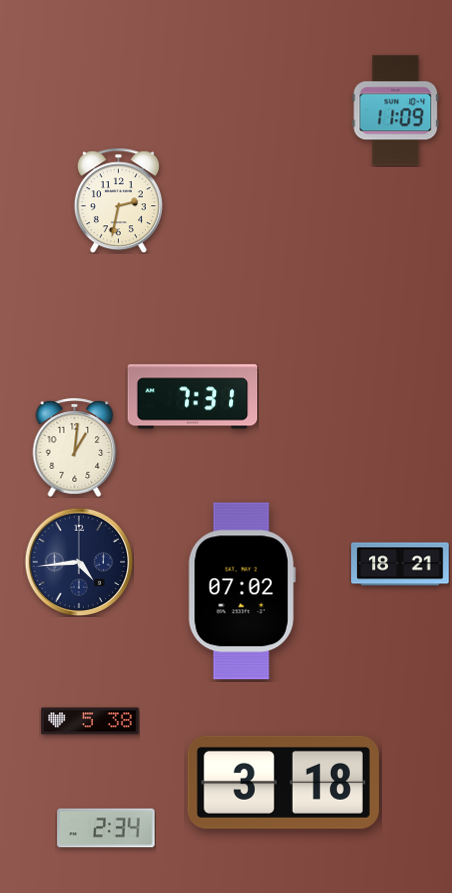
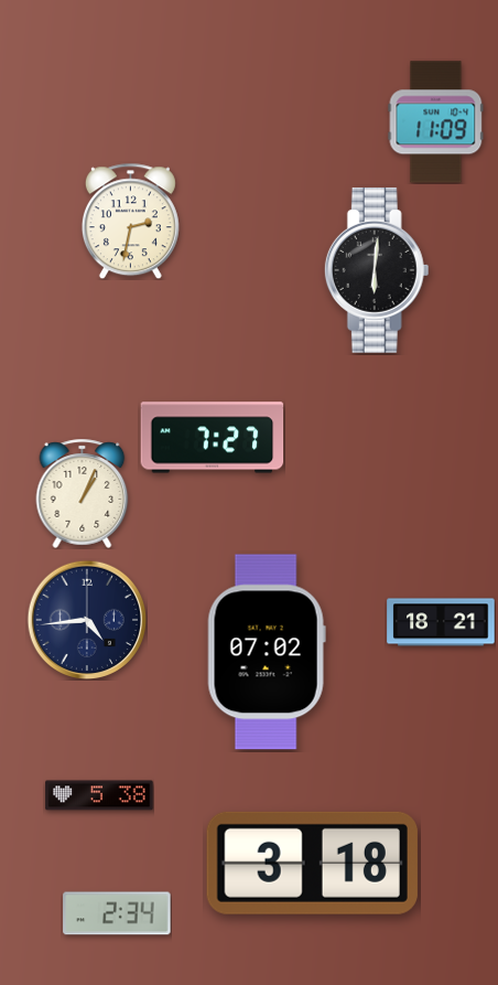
clock at (377, 270): none -> 6:01
clock at (193, 397): 7:31 -> 7:27
clock at (75, 447): 1:01 -> 1:04
